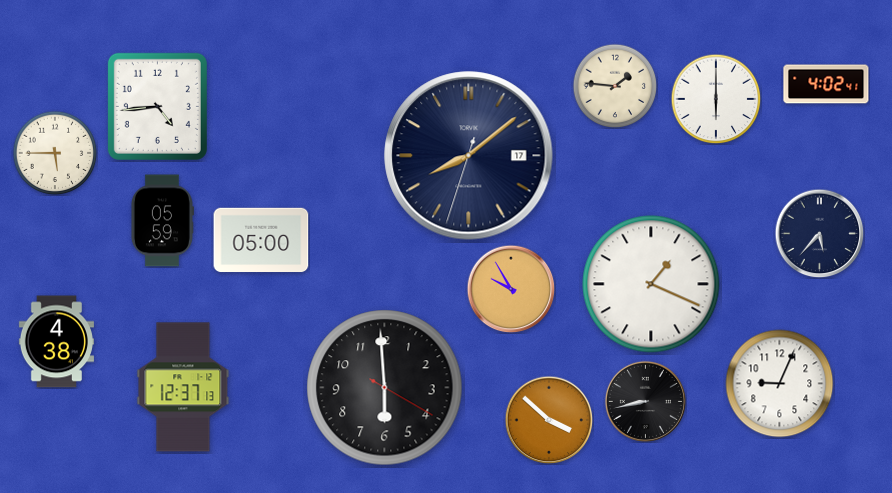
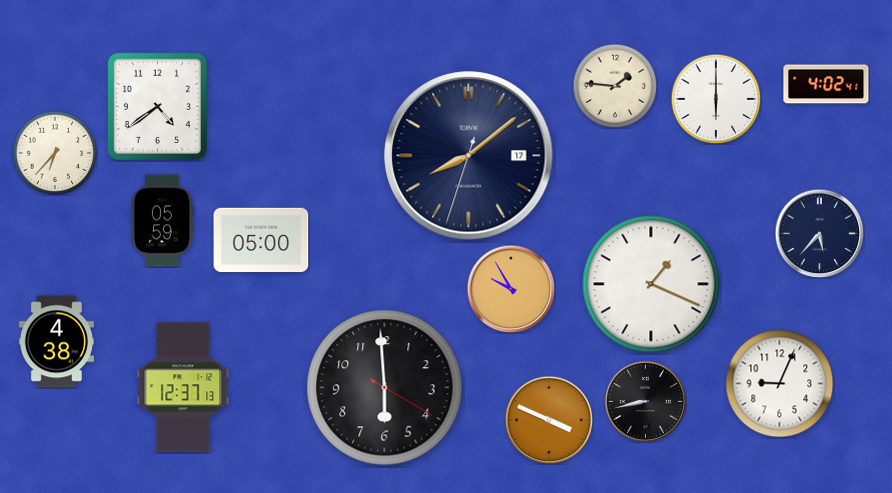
clock at (157, 106): 4:44 -> 4:39
clock at (55, 153): 5:45 -> 6:37
clock at (549, 420): 3:52 -> 3:49
